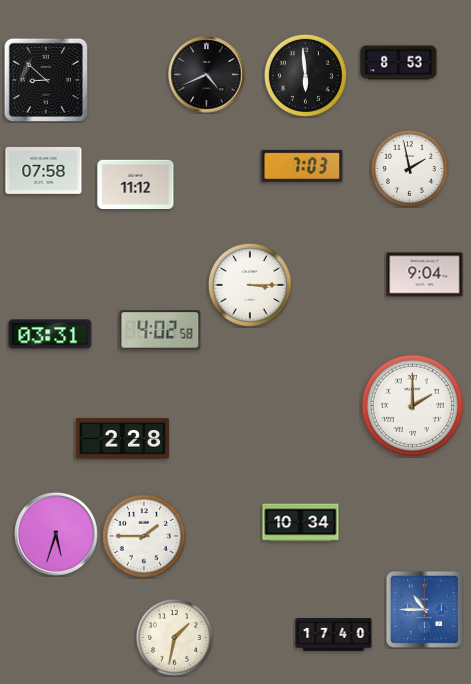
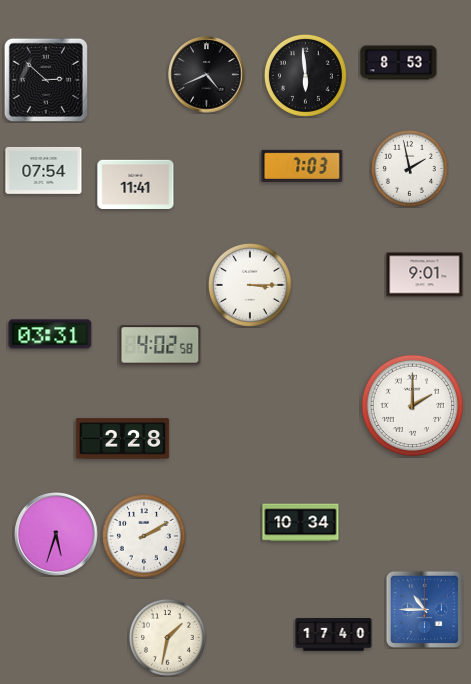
clock at (46, 80): 8:52 -> 2:52
clock at (44, 170): 07:58 -> 07:54
clock at (136, 185): 11:12 -> 11:41
clock at (425, 275): 9:04 -> 9:01
clock at (160, 330) position: (160, 330) -> (160, 345)
clock at (144, 536): 1:45 -> 2:10
clock at (174, 637) position: (174, 637) -> (167, 637)
